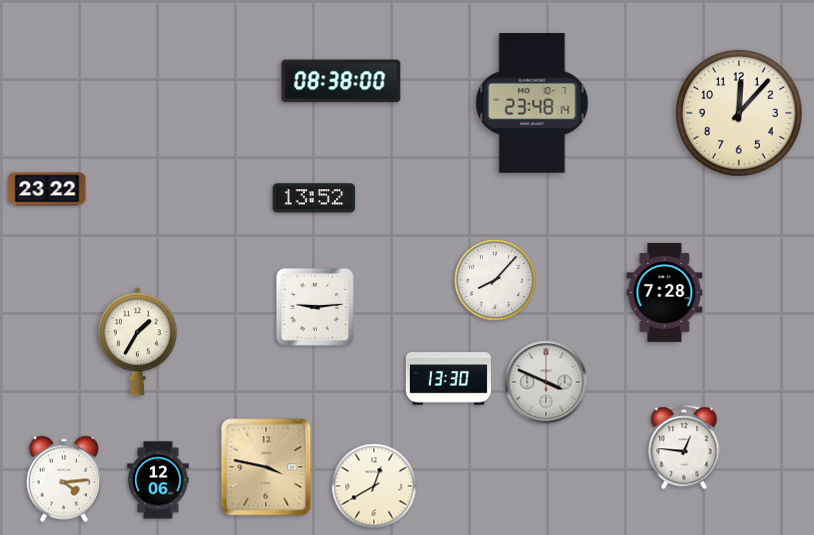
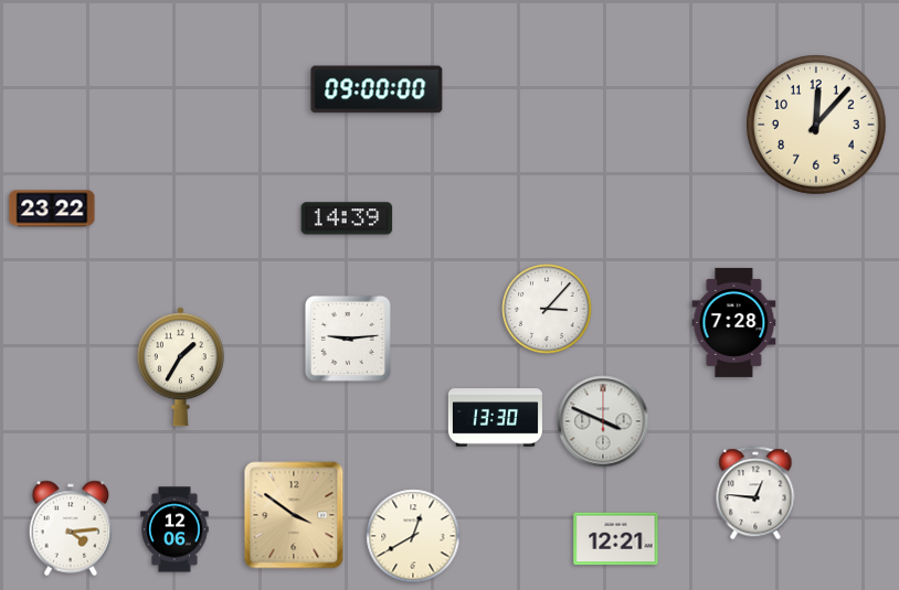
clock at (341, 81): 08:38 -> 09:00
clock at (532, 103): 23:48 -> none
clock at (314, 198): 13:52 -> 14:39
clock at (495, 280): 8:07 -> 3:07
clock at (137, 342) position: (137, 342) -> (180, 367)
clock at (266, 467): 3:47 -> 3:51
clock at (616, 539): none -> 12:21
